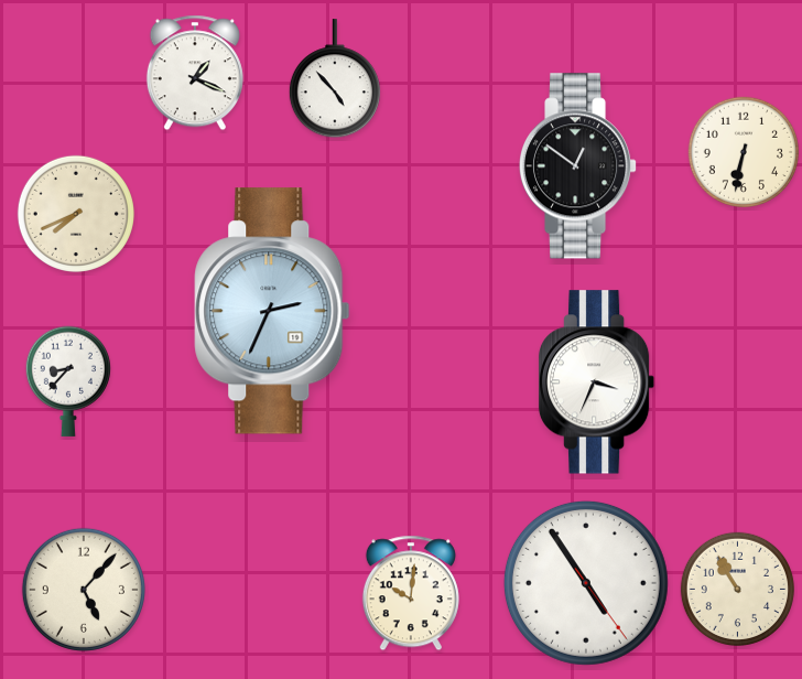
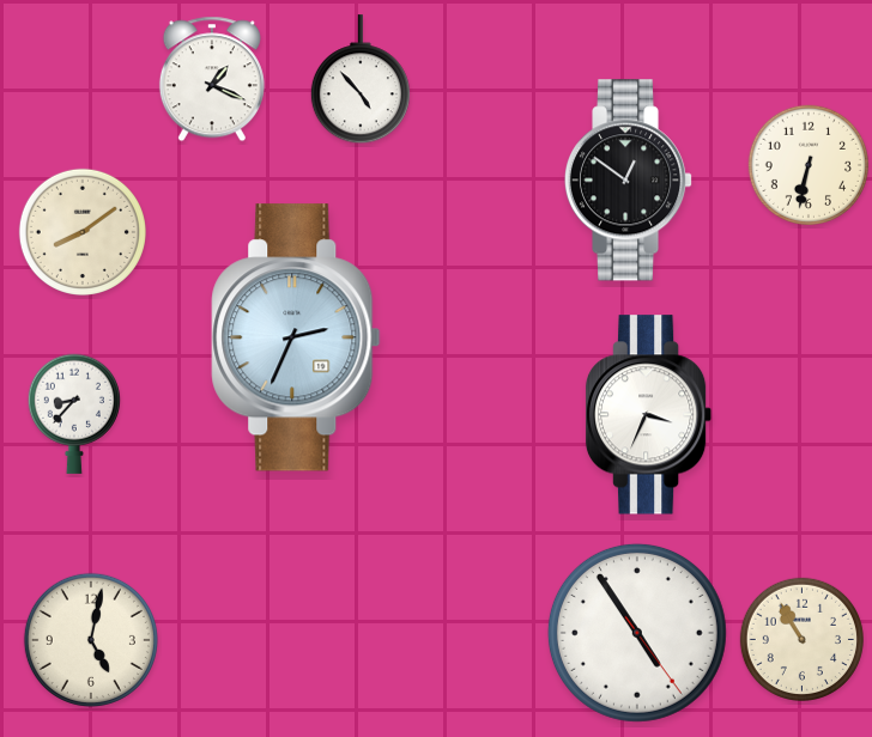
clock at (335, 79) position: (335, 79) -> (361, 80)
clock at (76, 214): 7:41 -> 8:09
clock at (84, 590): 5:07 -> 5:02
clock at (411, 593): 10:01 -> none
